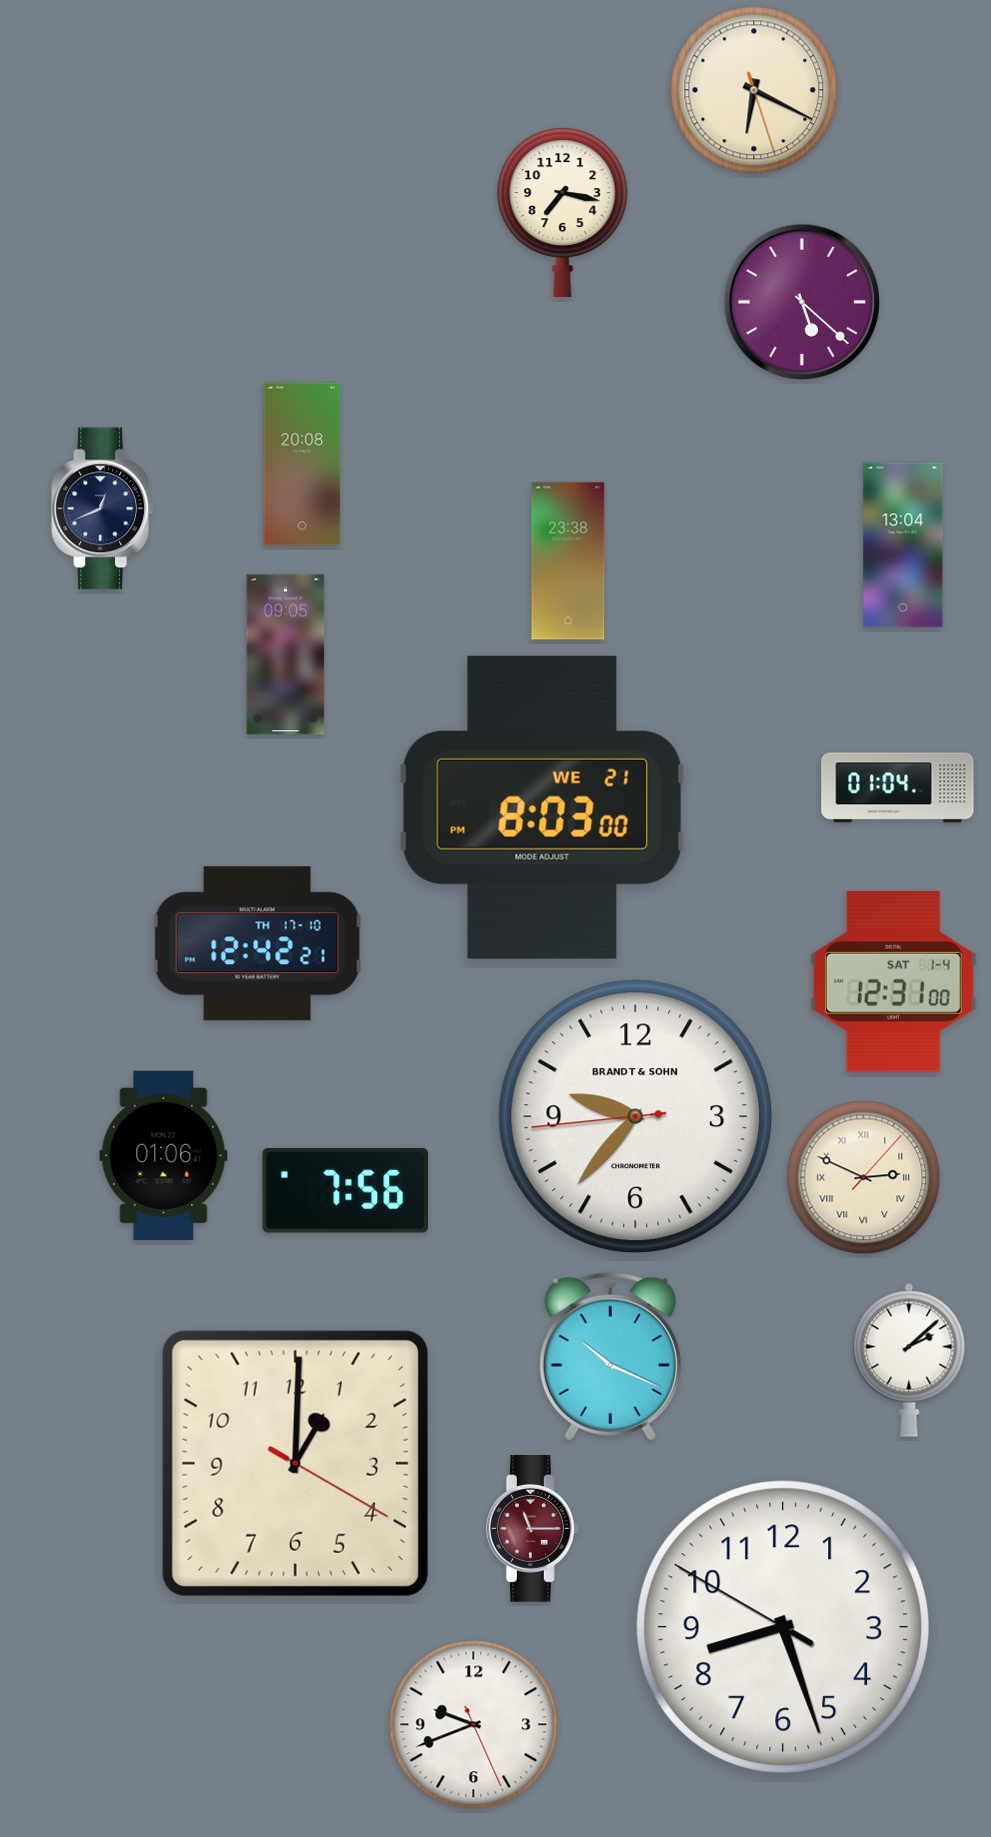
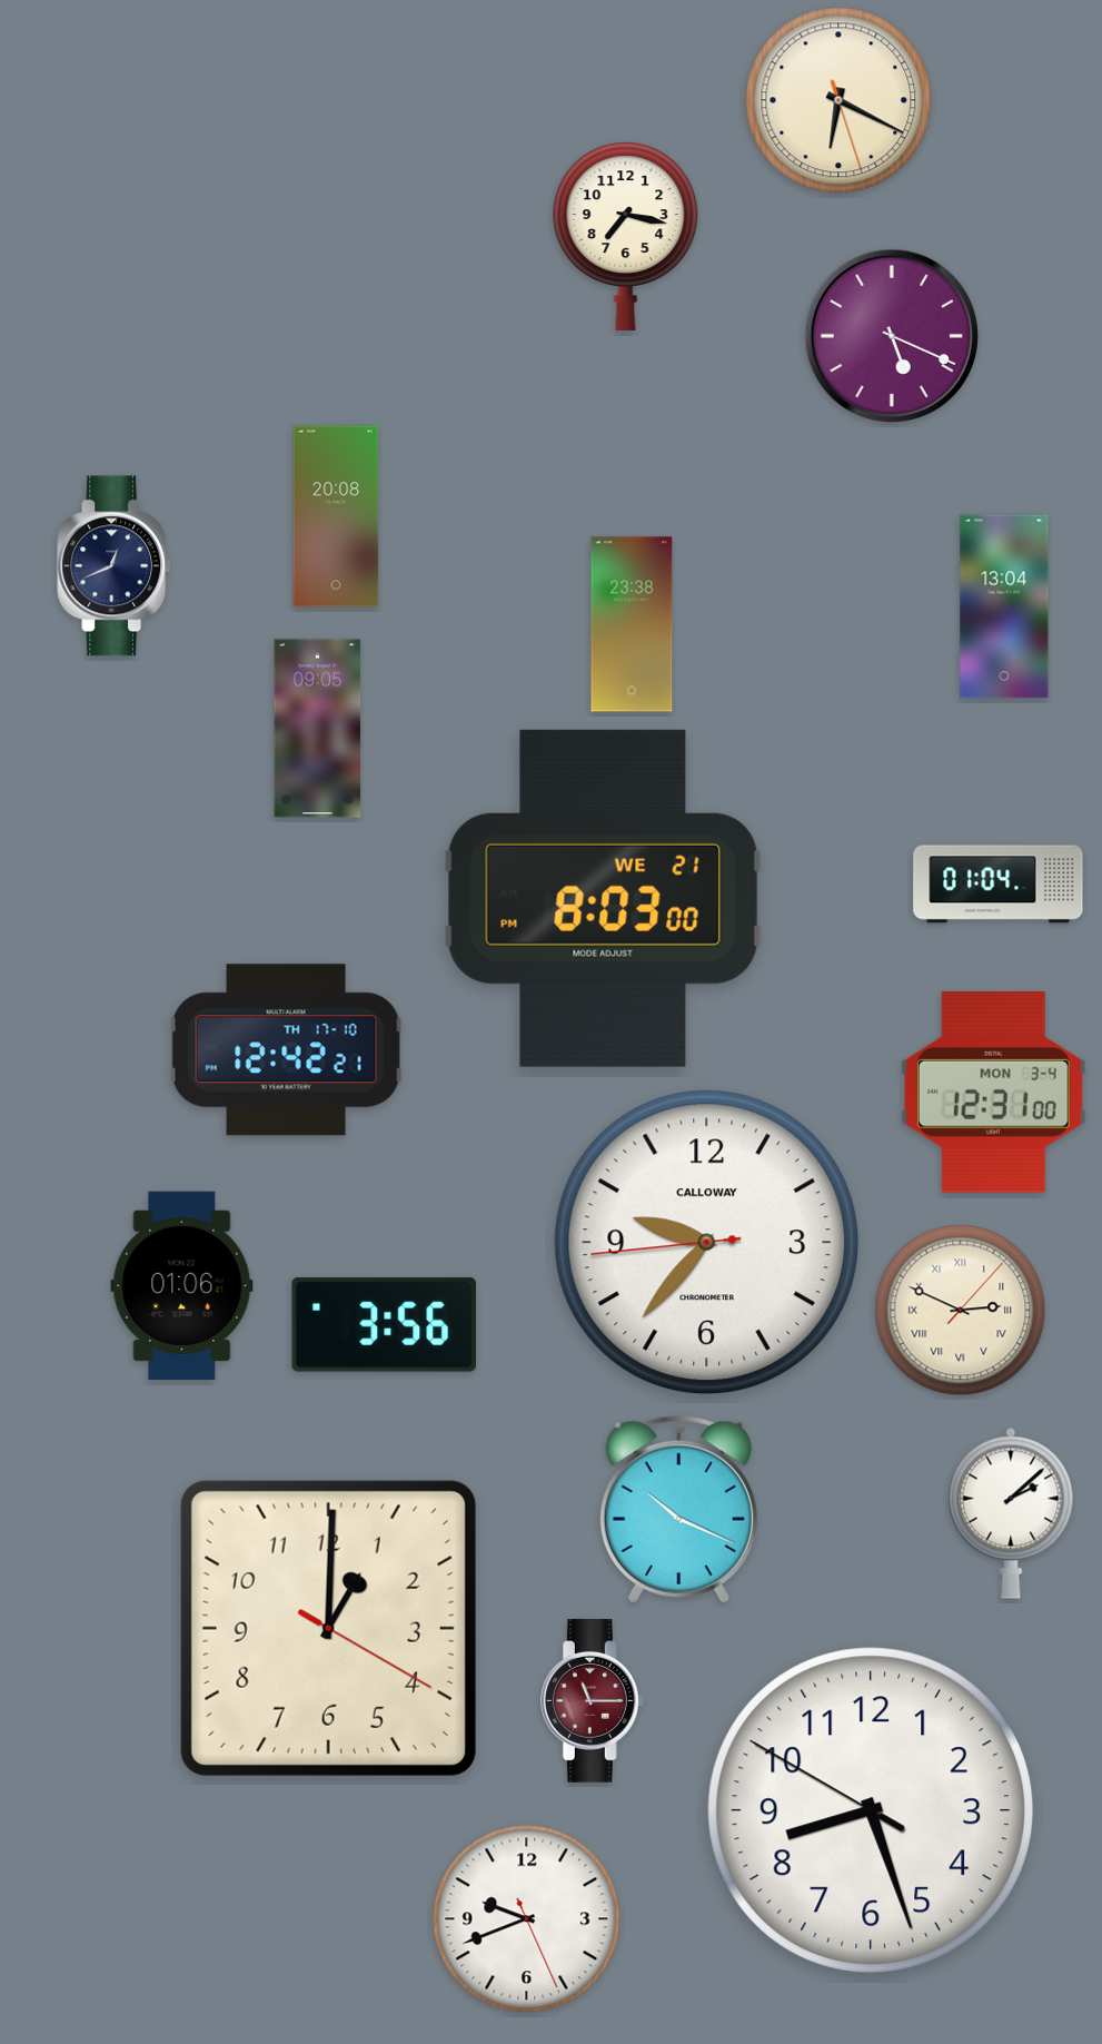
clock at (801, 301): 5:22 -> 5:19
clock at (898, 788) position: (898, 788) -> (999, 885)
clock at (893, 982) date: SAT 1-4 -> MON 3-4
clock at (636, 1117) brand: BRANDT & SOHN -> CALLOWAY
clock at (345, 1190): 7:56 -> 3:56
